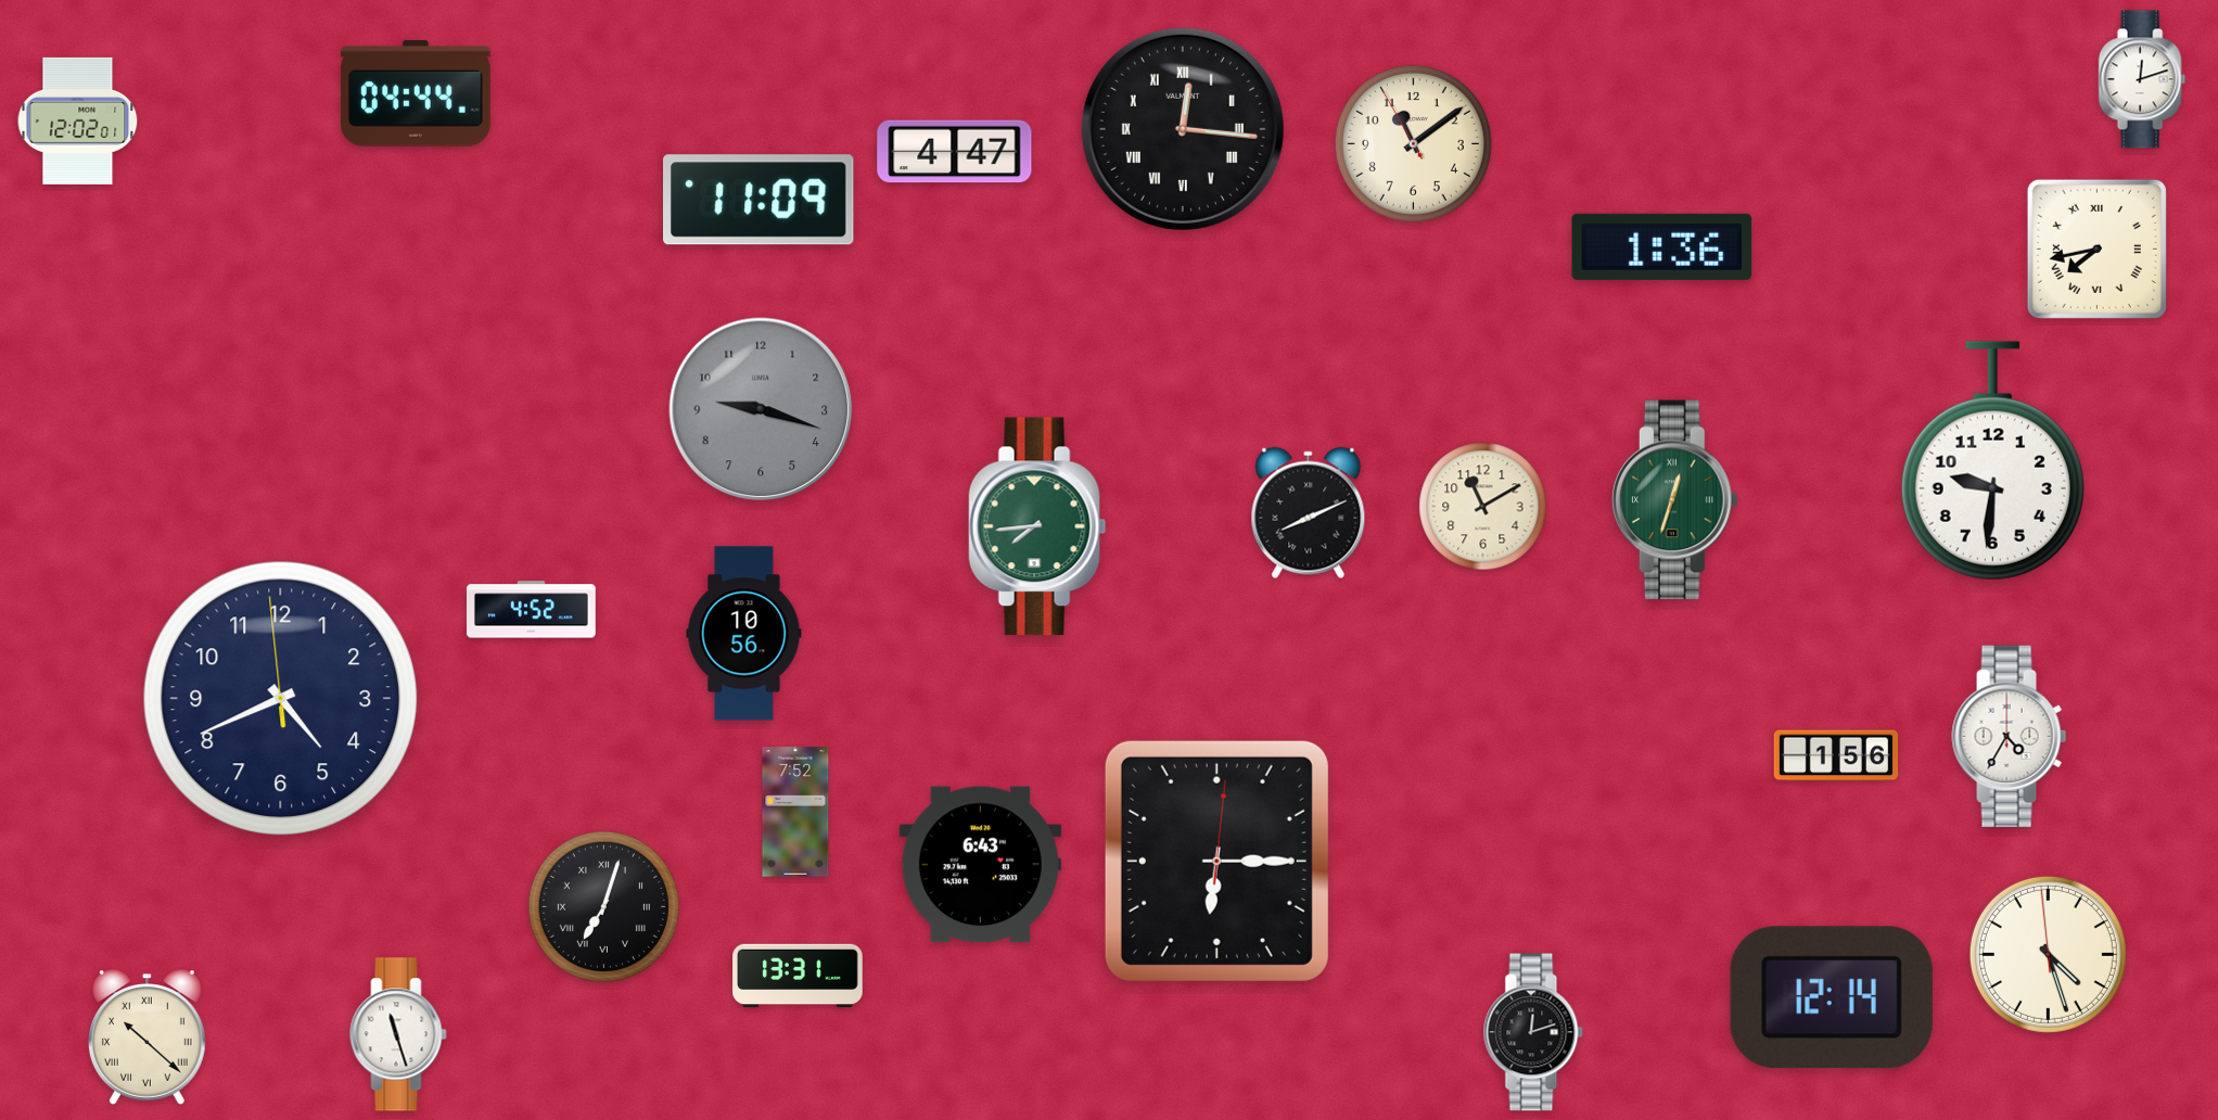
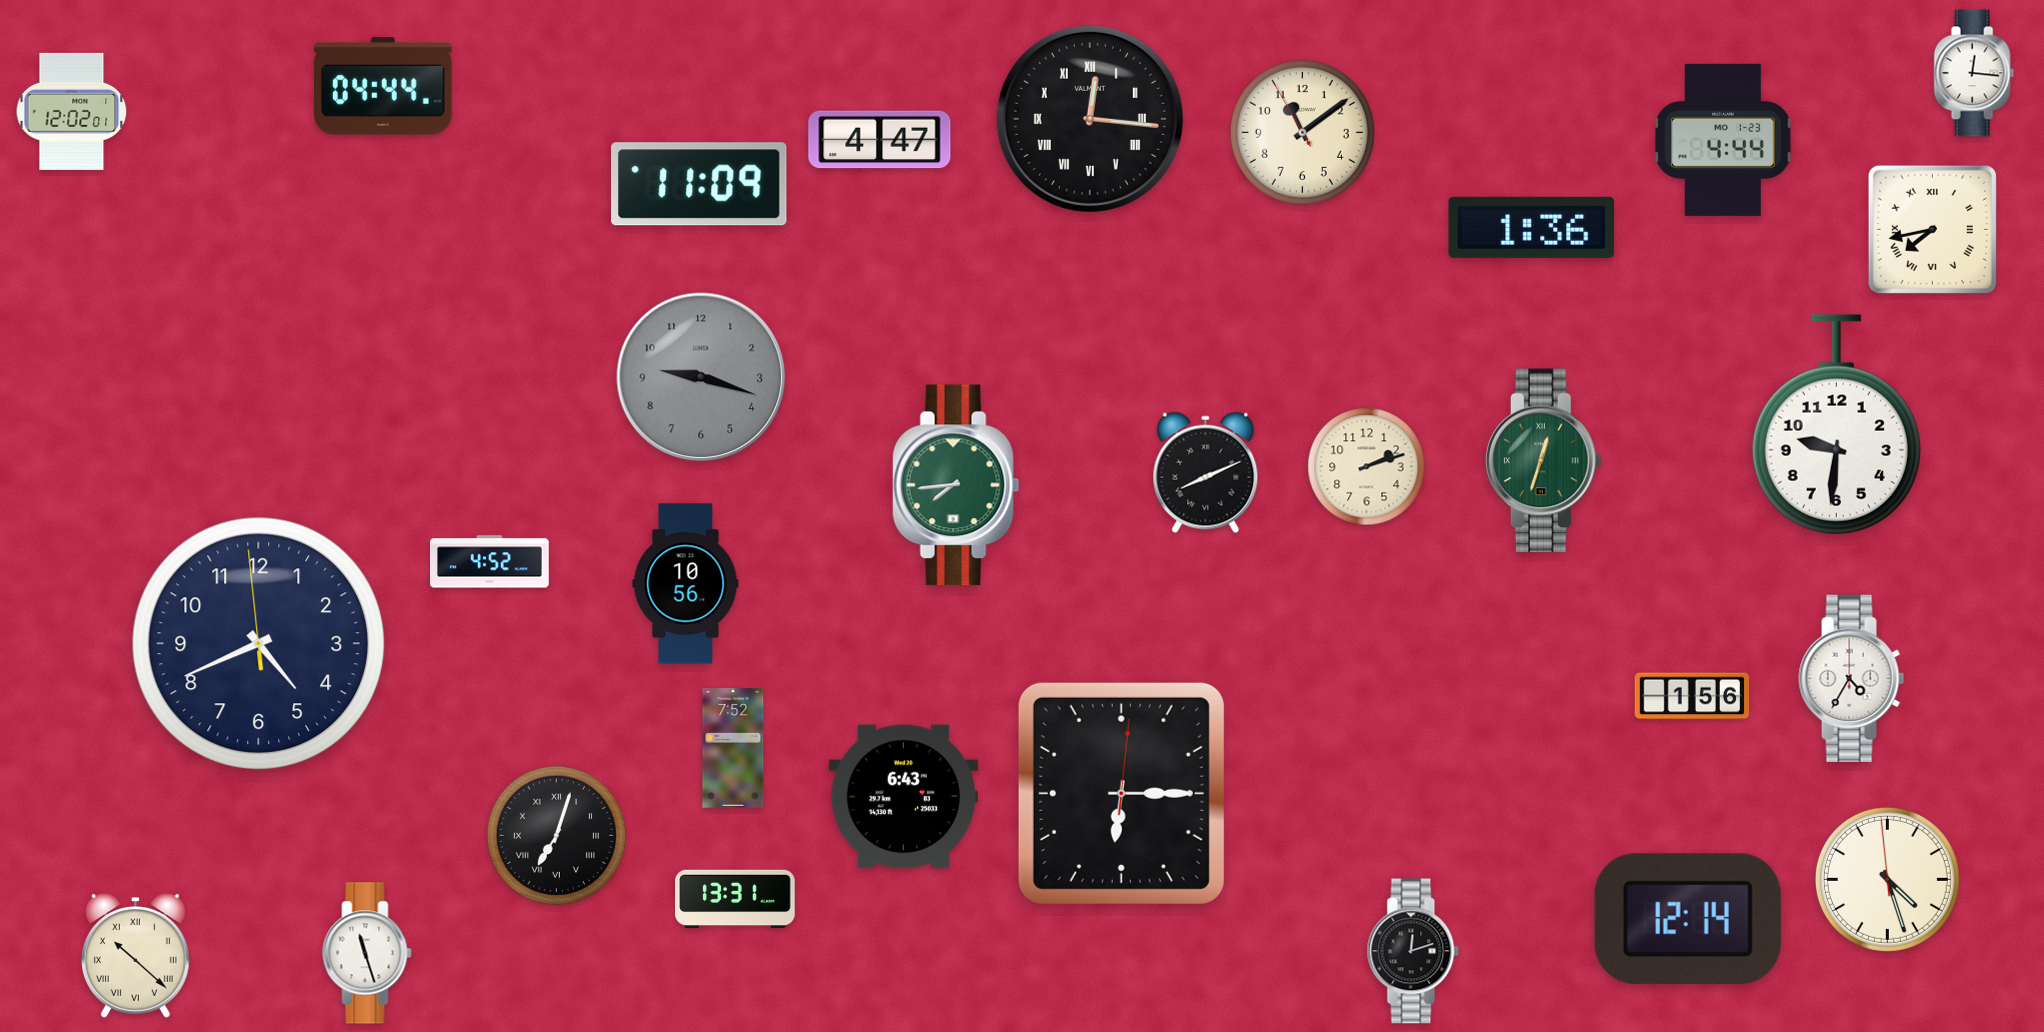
clock at (2142, 79): 12:12 -> 12:16
clock at (1723, 140): none -> 4:44
clock at (1483, 507): 11:10 -> 2:12
